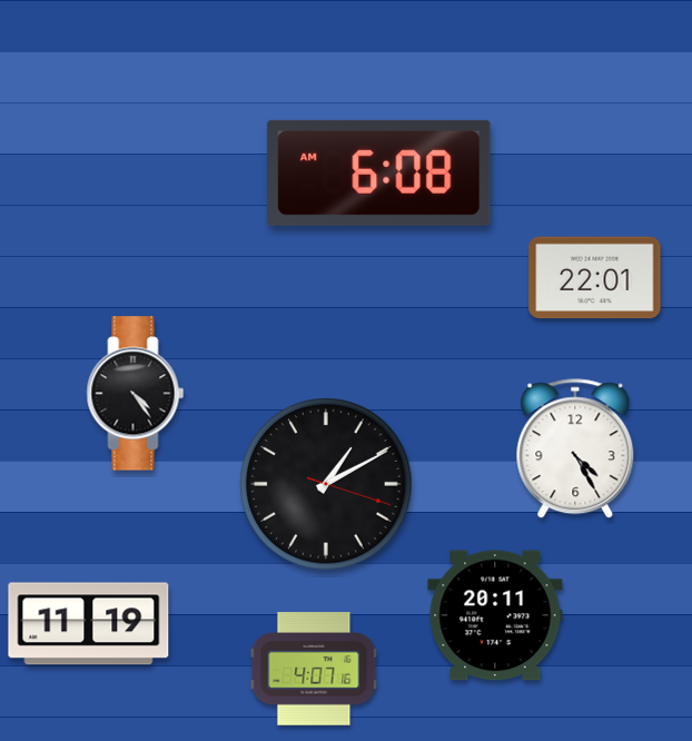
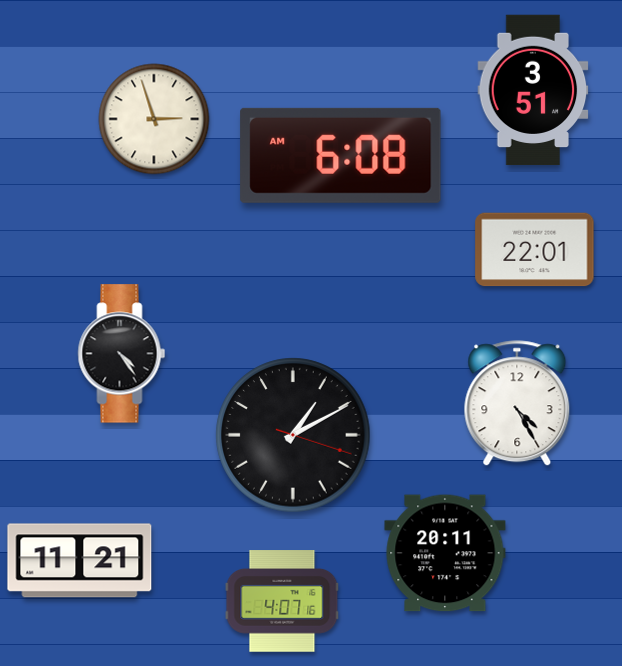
clock at (533, 90): none -> 3:51
clock at (154, 119): none -> 2:57
clock at (89, 624): 11:19 -> 11:21
